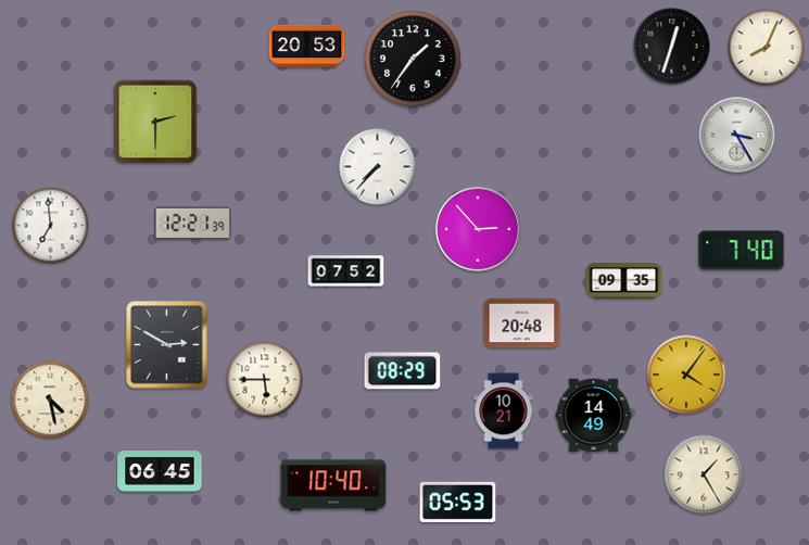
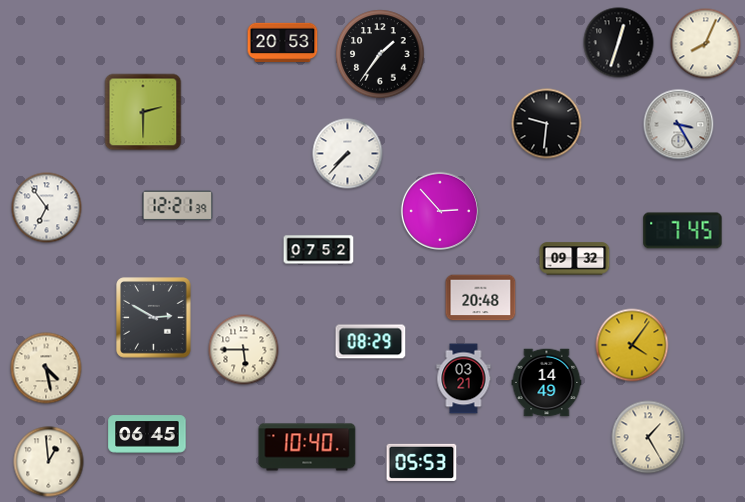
clock at (547, 124): none -> 9:31
clock at (51, 226): 6:59 -> 6:54
clock at (742, 251): 7:40 -> 7:45
clock at (624, 281): 09:35 -> 09:32
clock at (504, 411): 10:21 -> 03:21
clock at (49, 462): none -> 12:59
